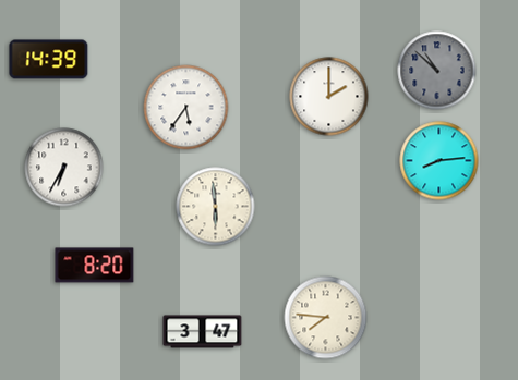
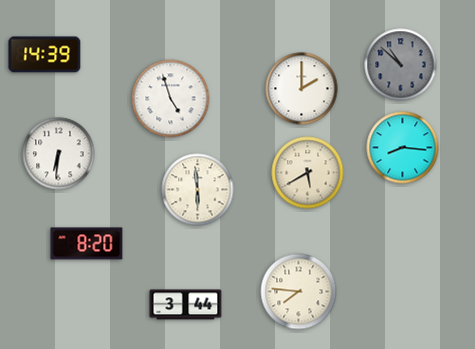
clock at (186, 108): 5:36 -> 4:57
clock at (439, 161): 8:14 -> 8:16
clock at (64, 168): 6:35 -> 6:31
clock at (308, 173): none -> 5:40
clock at (203, 332): 3:47 -> 3:44
